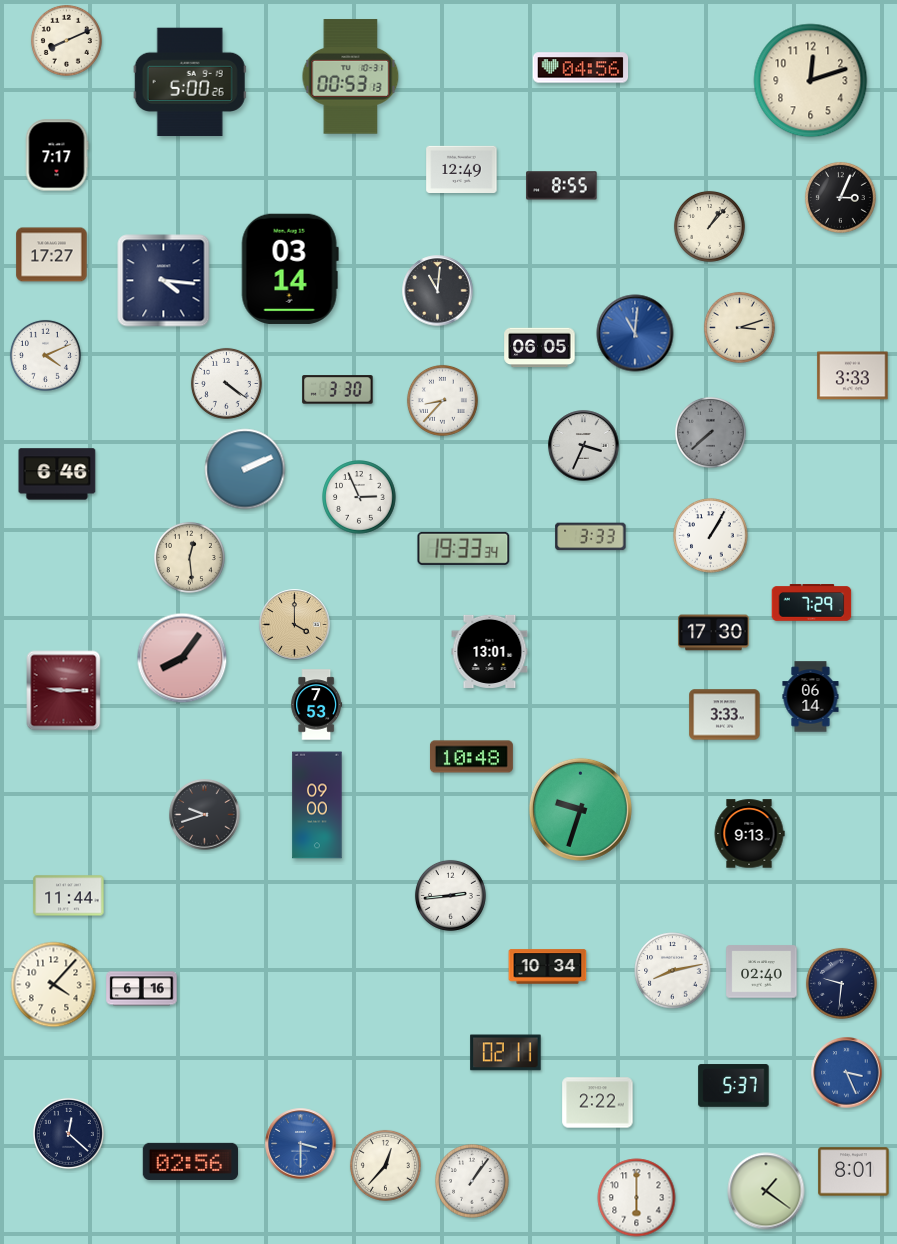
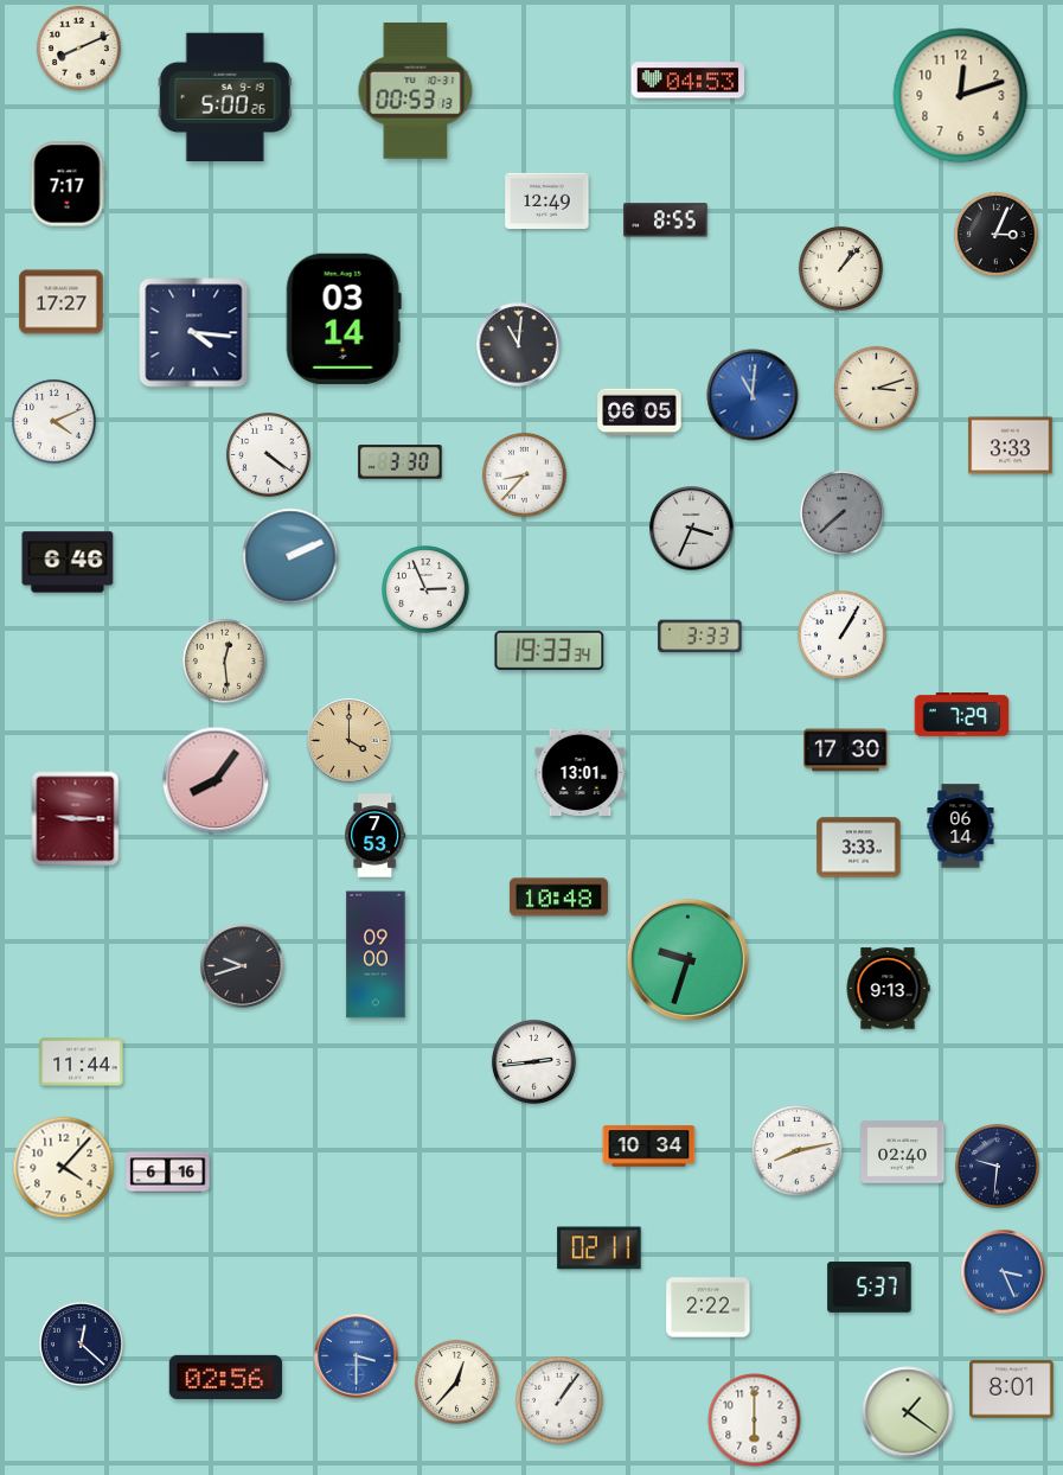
clock at (581, 68): 04:56 -> 04:53
